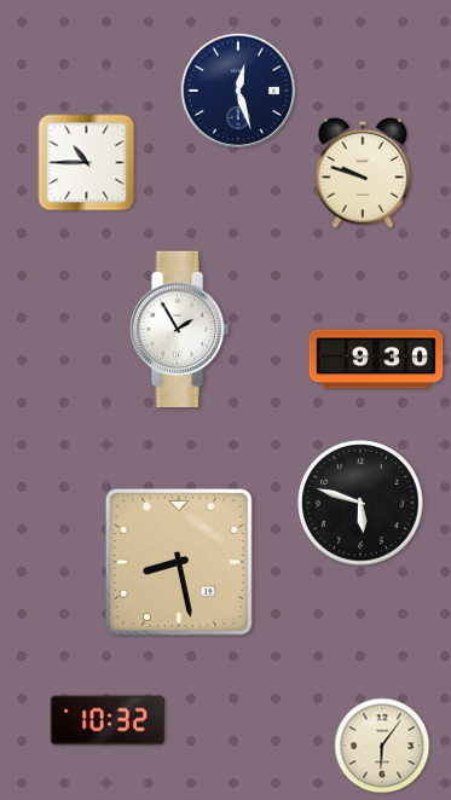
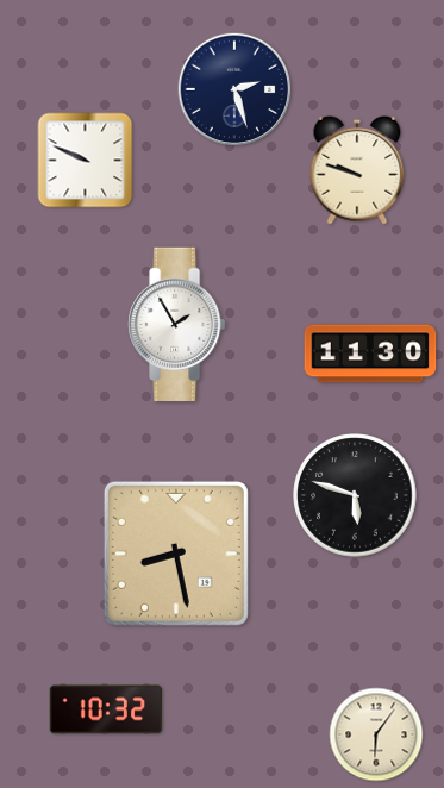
clock at (238, 91): 12:27 -> 2:27
clock at (87, 163): 10:45 -> 9:49
clock at (376, 359): 9:30 -> 11:30
